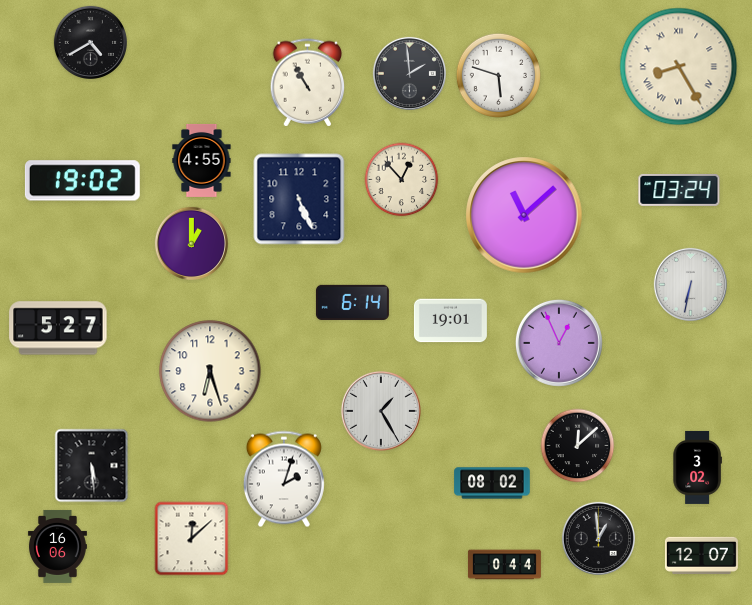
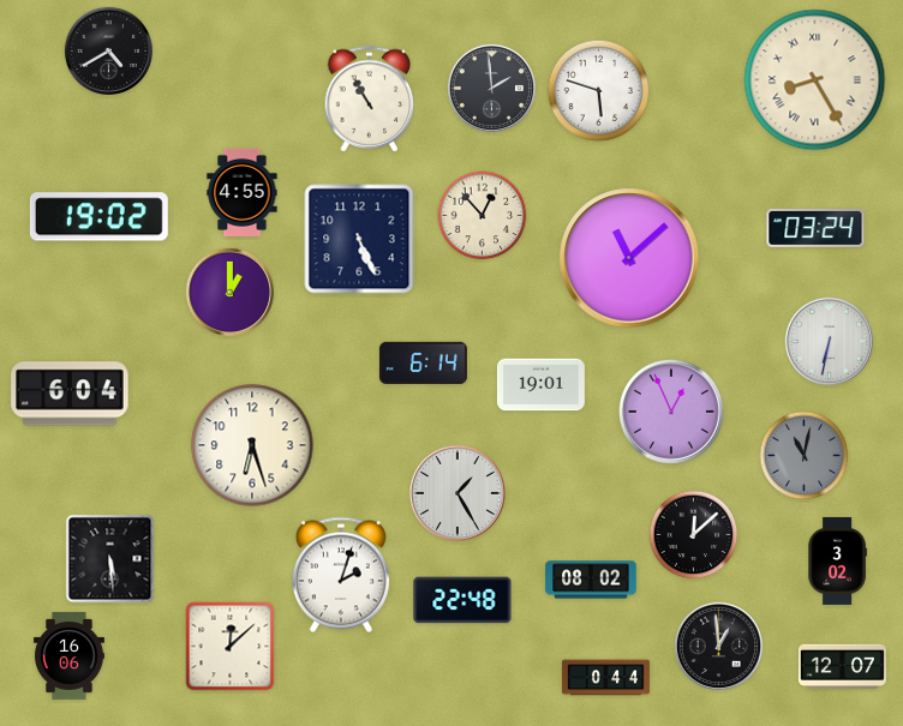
clock at (58, 328): 5:27 -> 6:04
clock at (805, 456): none -> 11:02
clock at (462, 600): none -> 22:48
